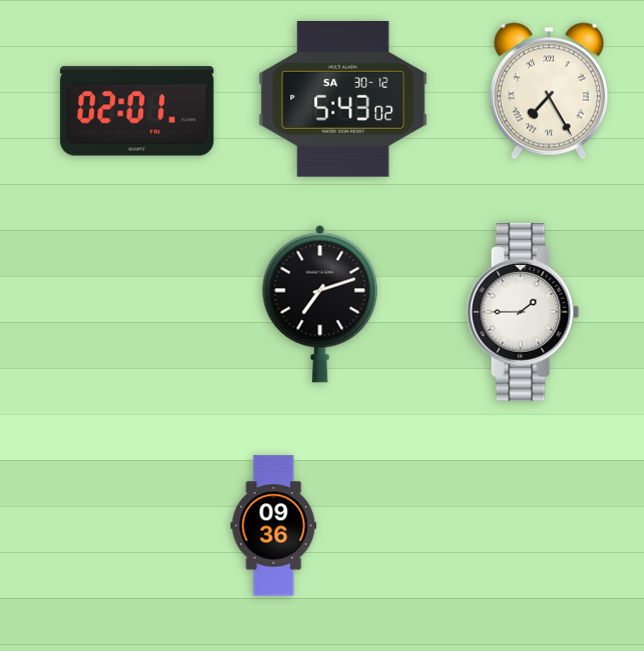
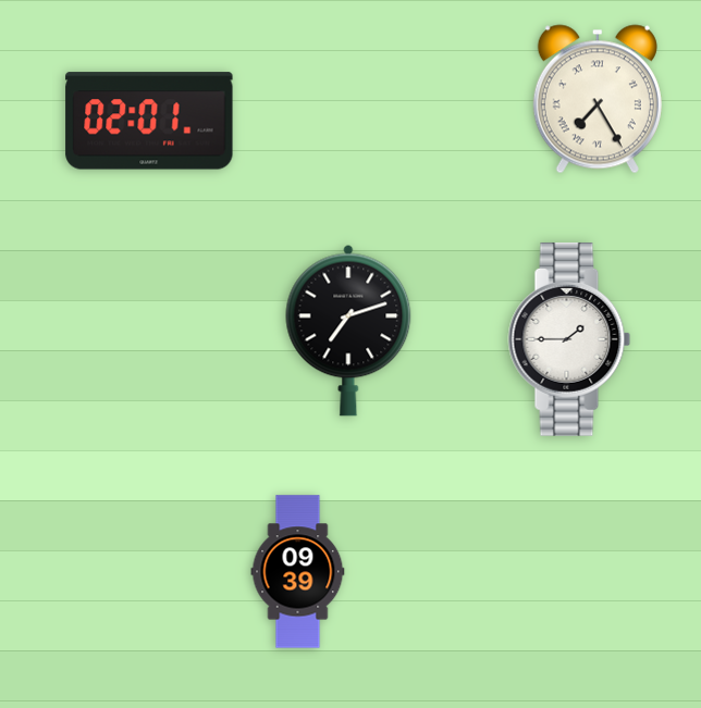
clock at (343, 100): 5:43 -> none
clock at (274, 526): 09:36 -> 09:39
